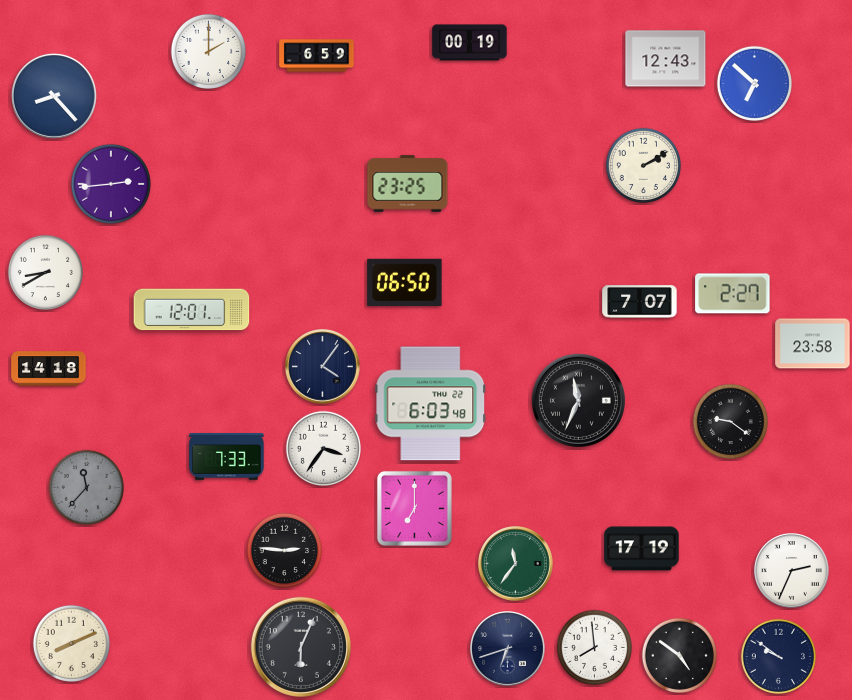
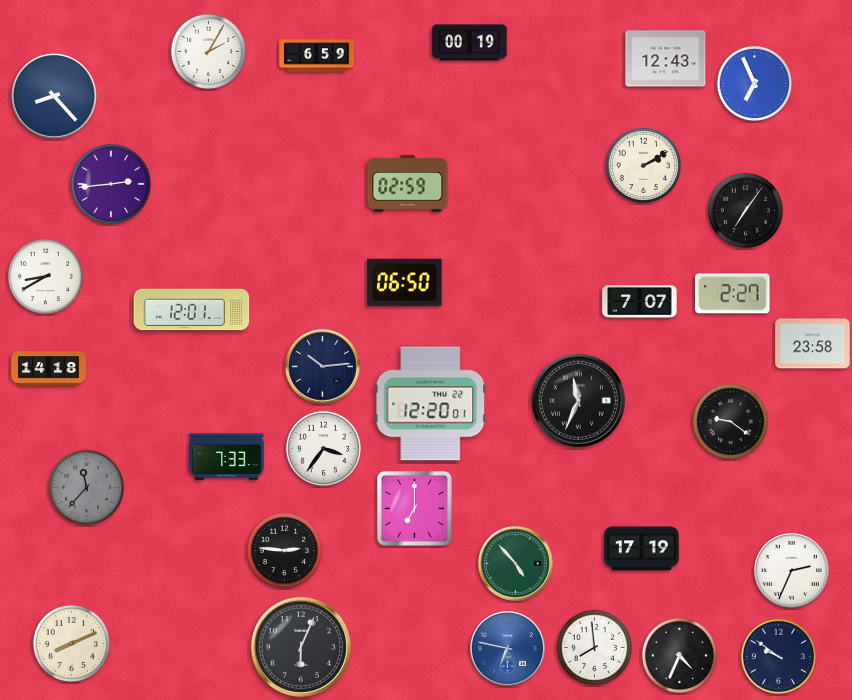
clock at (208, 51): 2:00 -> 2:05
clock at (754, 83): 6:52 -> 6:56
clock at (408, 184): 23:25 -> 02:59
clock at (745, 210): none -> 7:06
clock at (45, 272) position: (45, 272) -> (45, 276)
clock at (323, 367): 4:06 -> 10:14
clock at (431, 404): 6:03 -> 12:20
clock at (516, 564): 11:36 -> 4:53
clock at (508, 649): 6:42 -> 6:47
clock at (508, 649) dial: navy -> blue
clock at (679, 655): 4:51 -> 4:34
